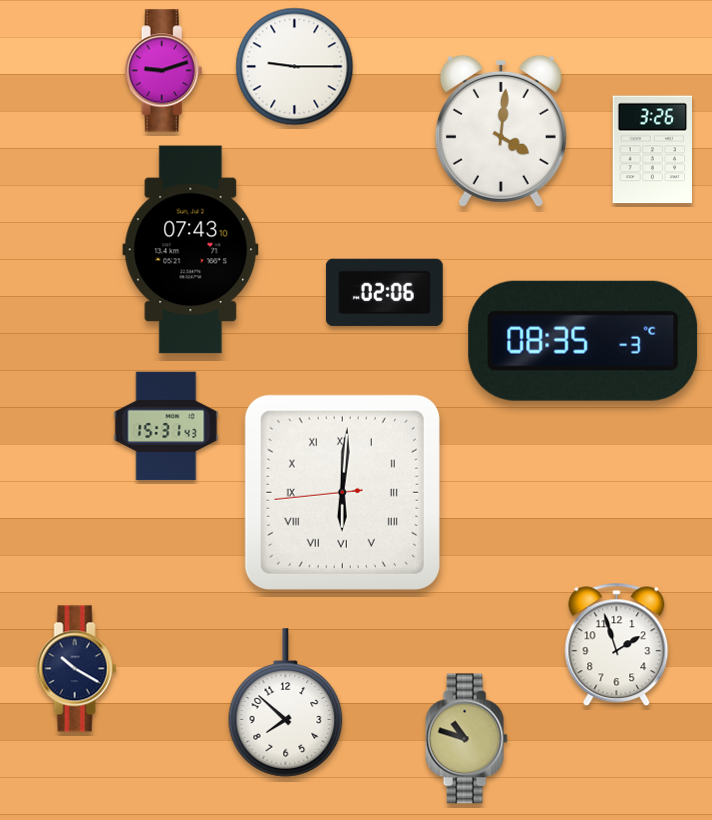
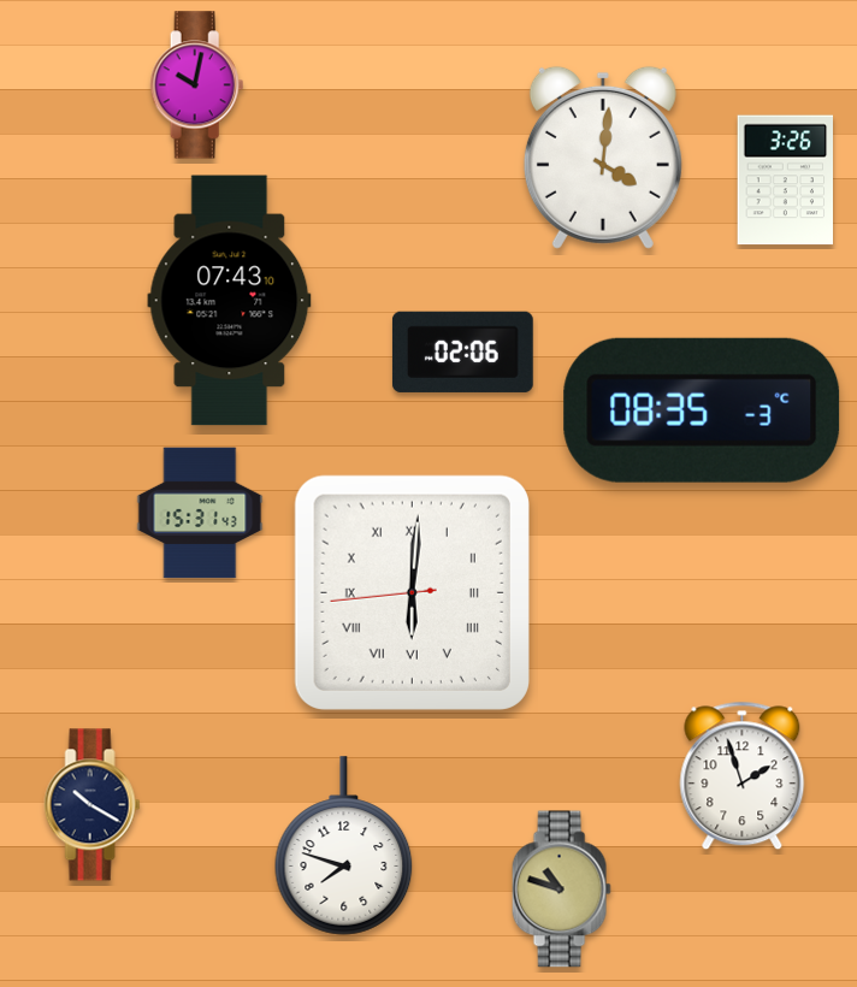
clock at (295, 67): 9:15 -> none
clock at (164, 71): 9:12 -> 10:02
clock at (286, 703): 7:52 -> 7:48
